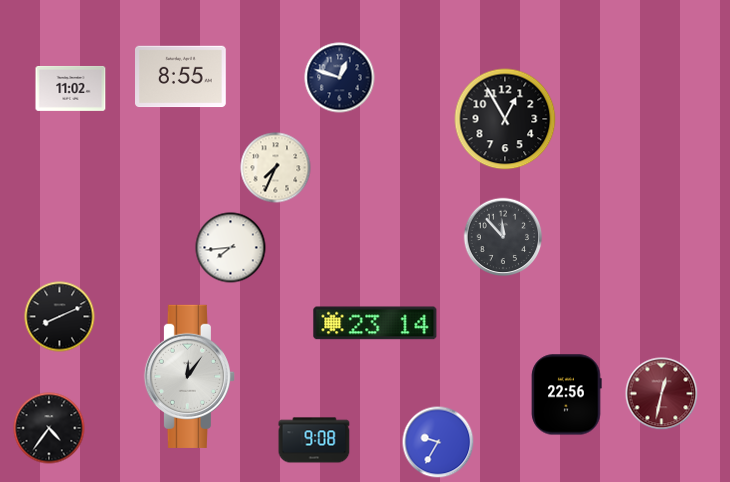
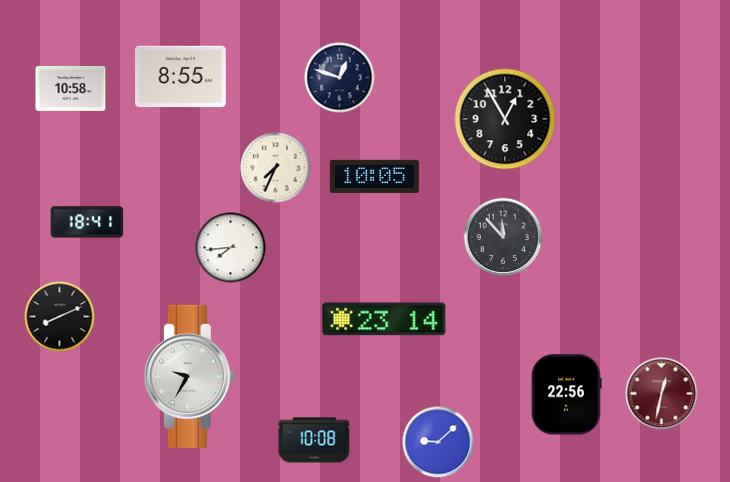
clock at (71, 88): 11:02 -> 10:58
clock at (374, 176): none -> 10:05
clock at (87, 222): none -> 18:41
clock at (375, 323) position: (375, 323) -> (384, 319)
clock at (189, 376): 12:06 -> 9:35
clock at (49, 428): 4:36 -> none
clock at (314, 440): 9:08 -> 10:08
clock at (438, 442): 9:35 -> 9:08
